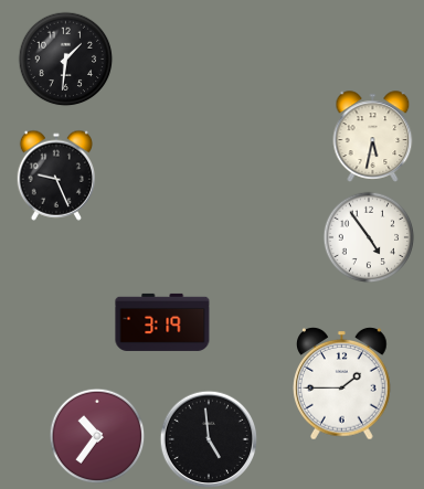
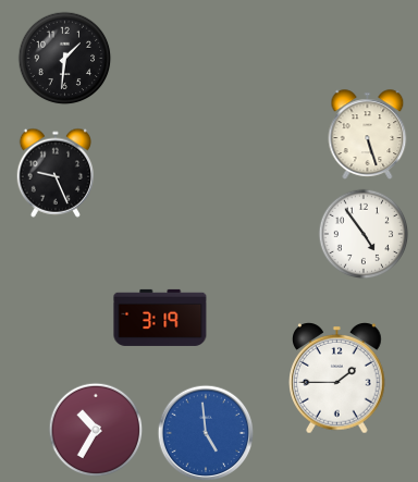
clock at (373, 137): 5:32 -> 5:27
clock at (97, 436): 10:36 -> 10:35
clock at (209, 439) dial: black -> blue
